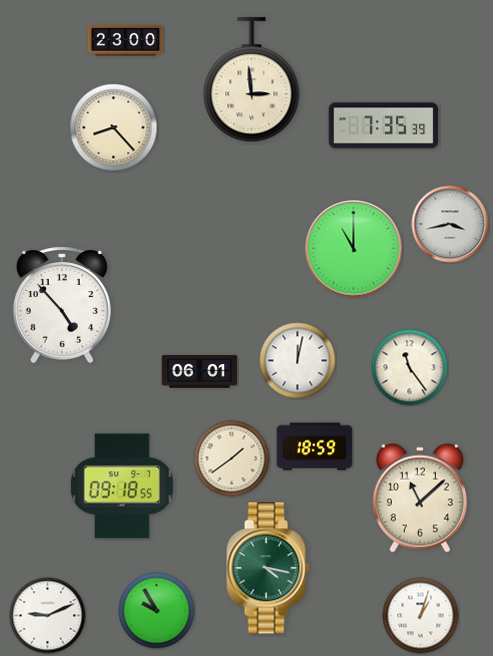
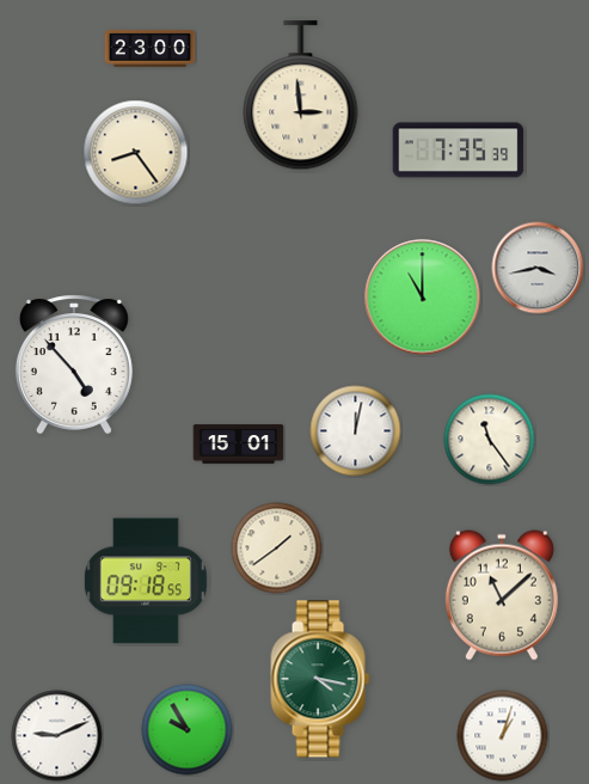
clock at (114, 128): 8:23 -> 8:24
clock at (200, 372): 06:01 -> 15:01
clock at (315, 447): 18:59 -> none
